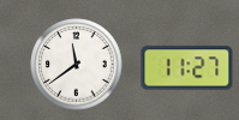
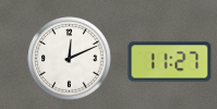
clock at (77, 65): 11:39 -> 12:11
